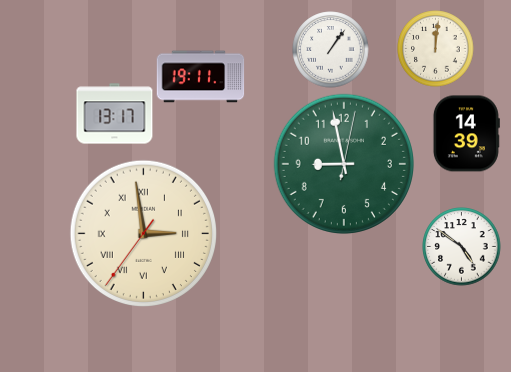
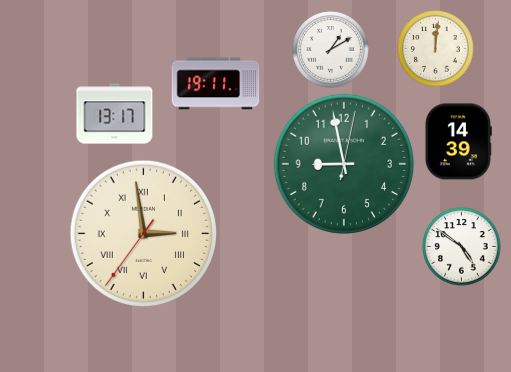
clock at (331, 50): 1:06 -> 1:10
clock at (201, 77) position: (201, 77) -> (216, 84)
clock at (466, 134) position: (466, 134) -> (458, 142)
